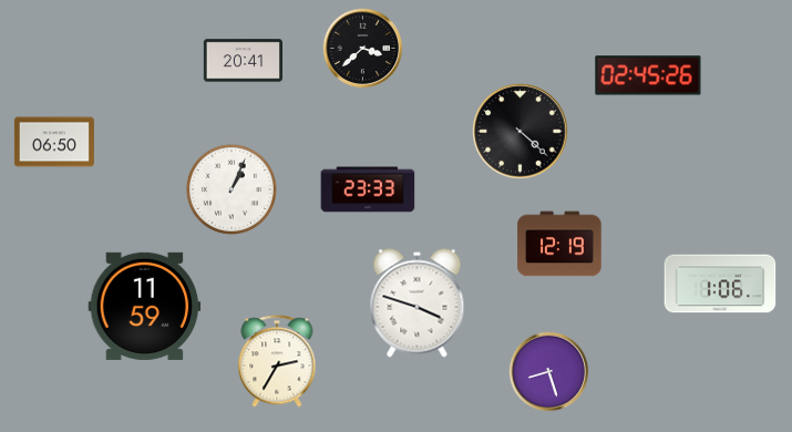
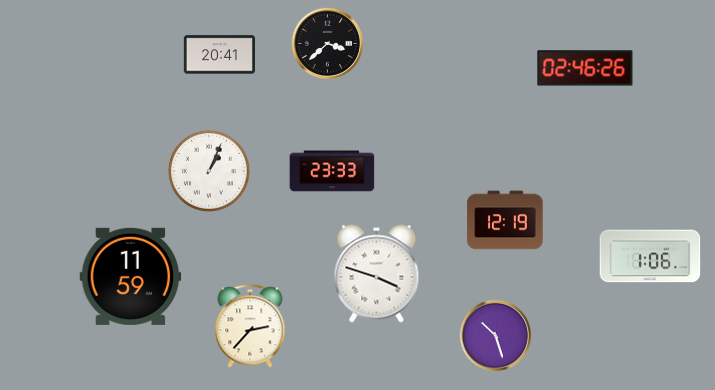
clock at (648, 75): 02:45 -> 02:46
clock at (521, 132): 4:22 -> none
clock at (54, 142): 06:50 -> none
clock at (277, 361): 2:35 -> 2:37
clock at (548, 371): 8:27 -> 10:27
